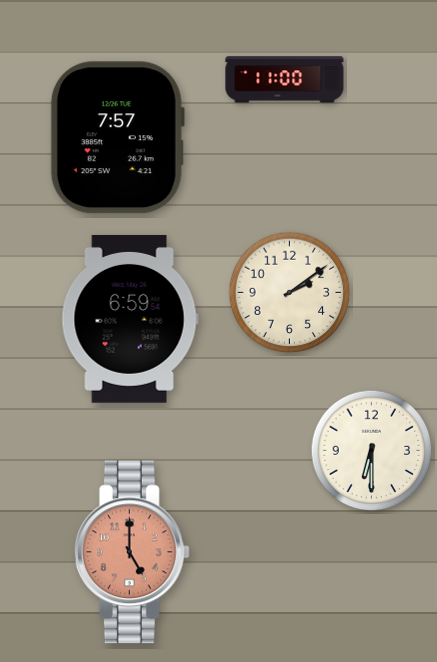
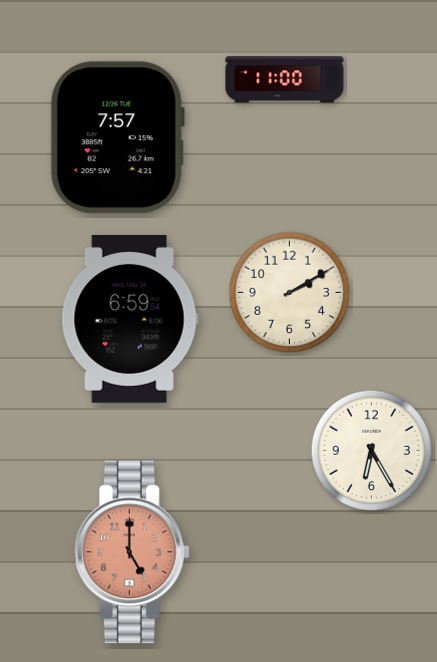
clock at (290, 293): 2:09 -> 2:10
clock at (372, 451): 6:30 -> 6:25
